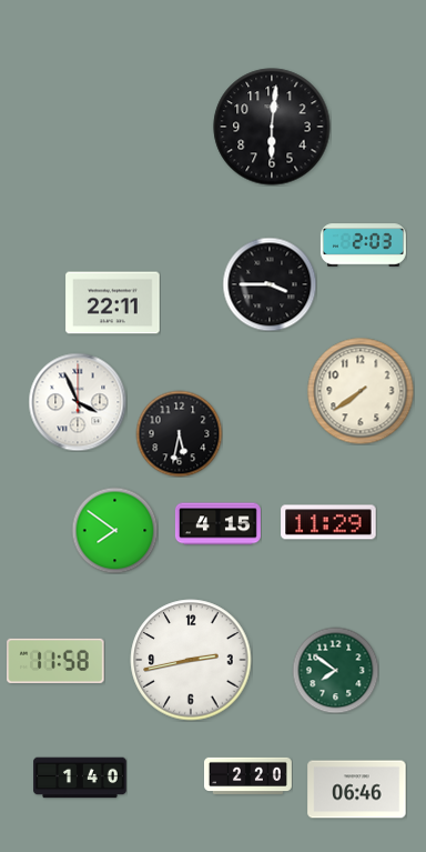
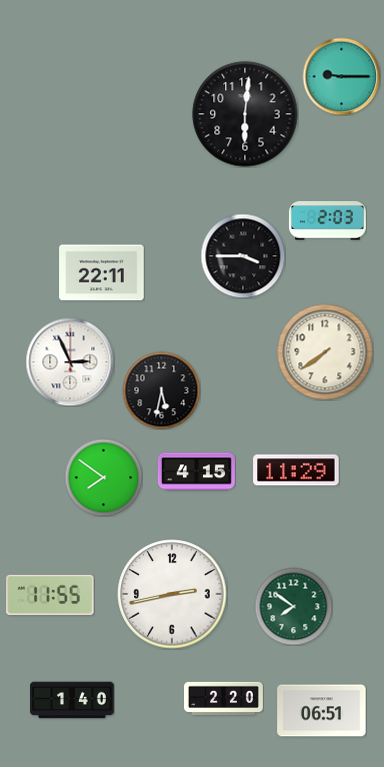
clock at (341, 76): none -> 9:15
clock at (78, 402): 3:56 -> 2:56
clock at (55, 661): 11:58 -> 11:55
clock at (335, 670) position: (335, 670) -> (293, 606)
clock at (357, 790): 06:46 -> 06:51
